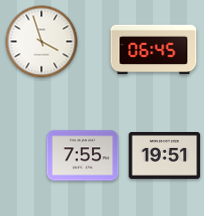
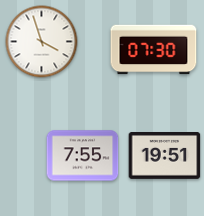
clock at (154, 50): 06:45 -> 07:30
